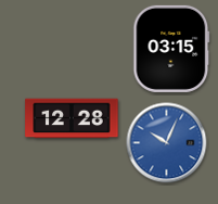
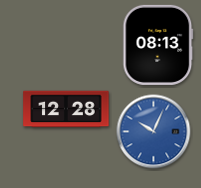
clock at (171, 49): 03:15 -> 08:13
